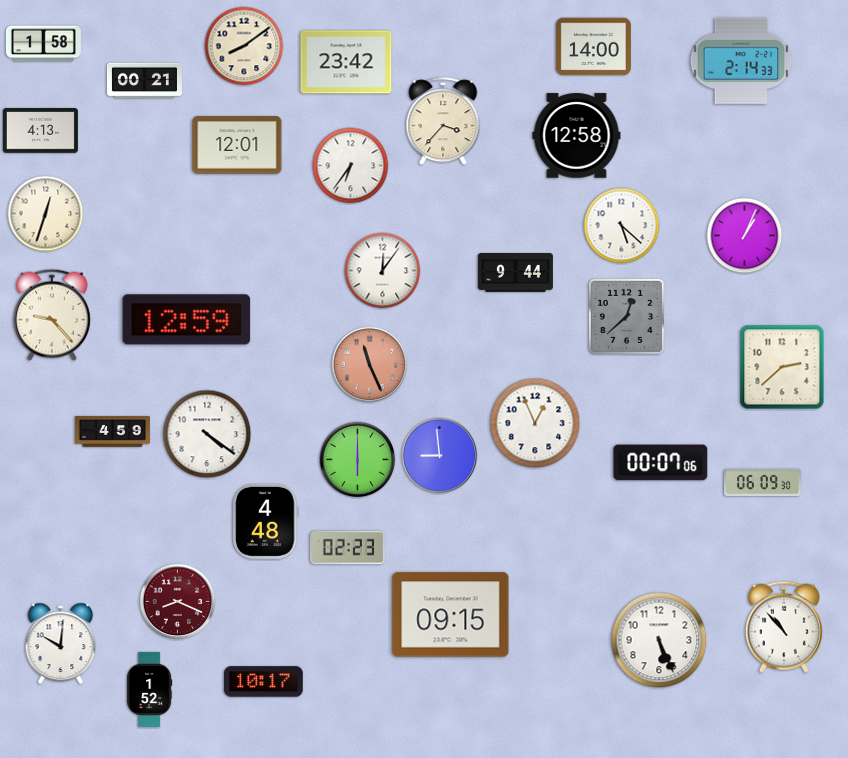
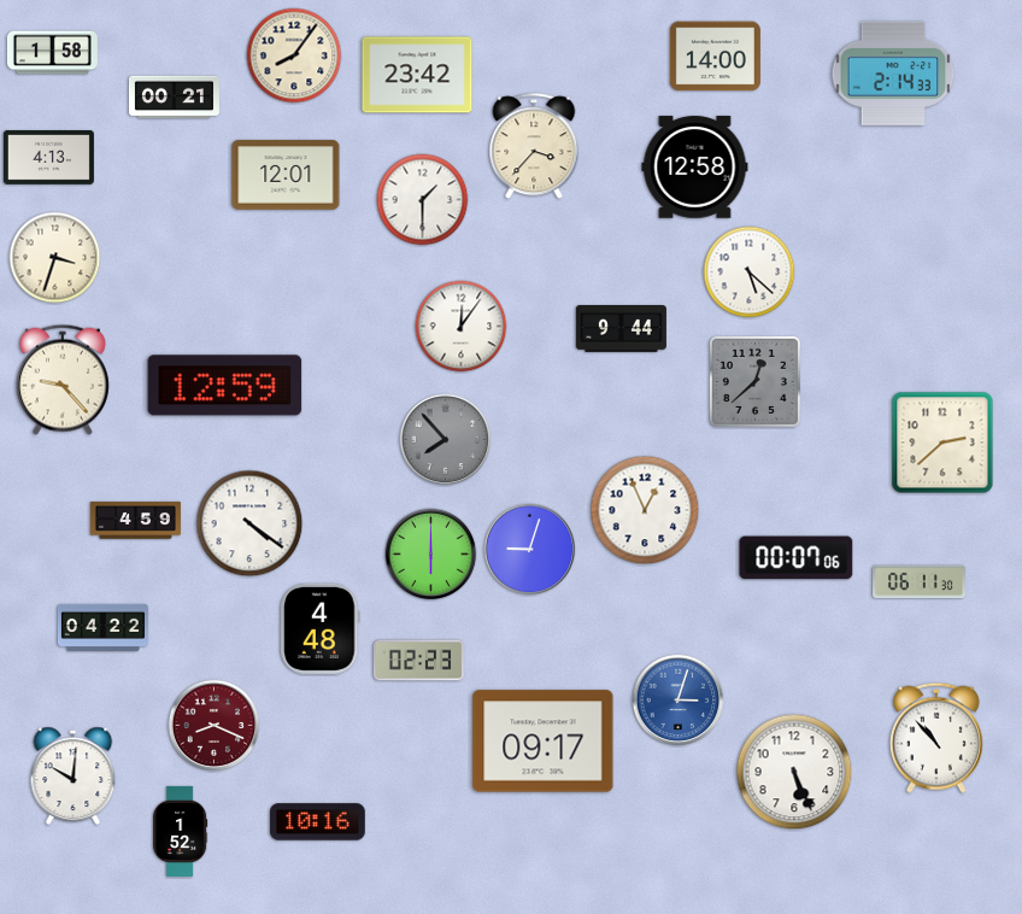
clock at (244, 46): 8:09 -> 8:06
clock at (577, 136) position: (577, 136) -> (695, 168)
clock at (351, 166): 6:36 -> 1:30
clock at (46, 214): 12:33 -> 3:33
clock at (745, 236): 1:04 -> none
clock at (370, 365): 11:26 -> 7:53
clock at (370, 365) dial: salmon -> grey
clock at (440, 456): 8:59 -> 9:03
clock at (763, 482): 06:09 -> 06:11
clock at (102, 627): none -> 04:22
clock at (679, 701): none -> 3:03
clock at (451, 615): 09:15 -> 09:17
clock at (784, 627) position: (784, 627) -> (936, 738)
clock at (264, 682): 10:17 -> 10:16
